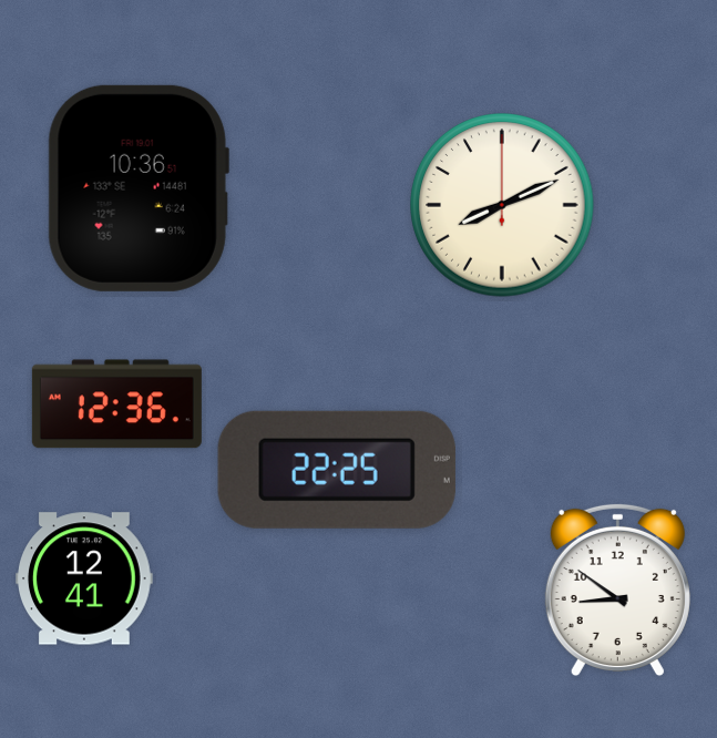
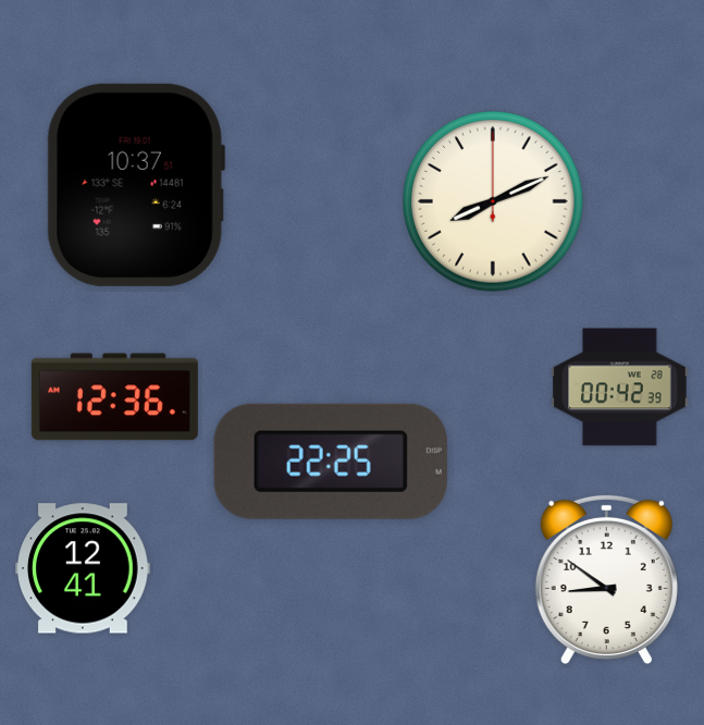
clock at (139, 188): 10:36 -> 10:37
clock at (620, 388): none -> 00:42
